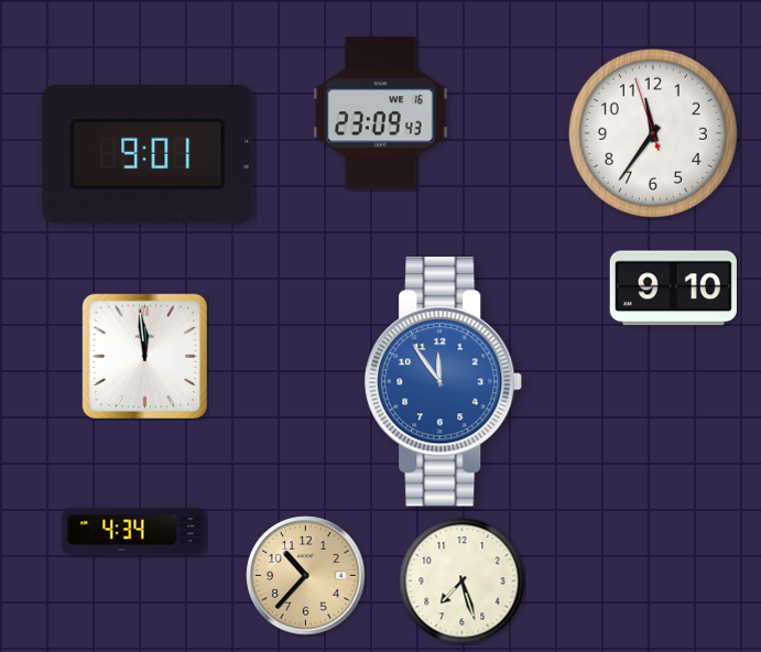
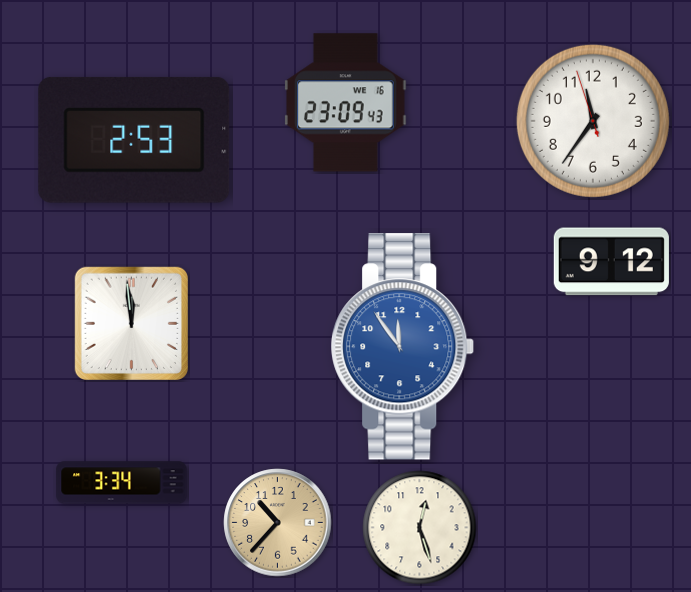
clock at (148, 154): 9:01 -> 2:53
clock at (673, 289): 9:10 -> 9:12
clock at (134, 532): 4:34 -> 3:34
clock at (463, 582): 7:27 -> 12:27
